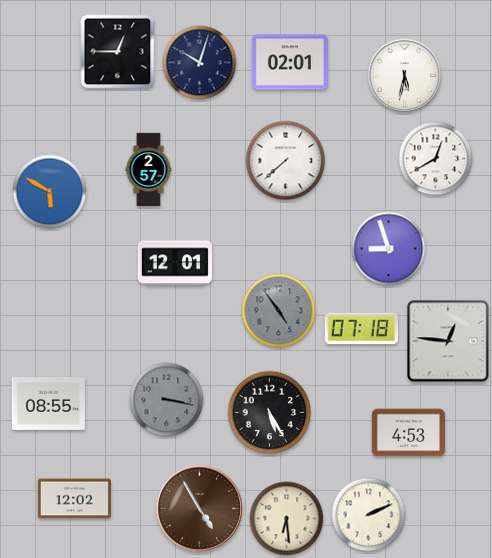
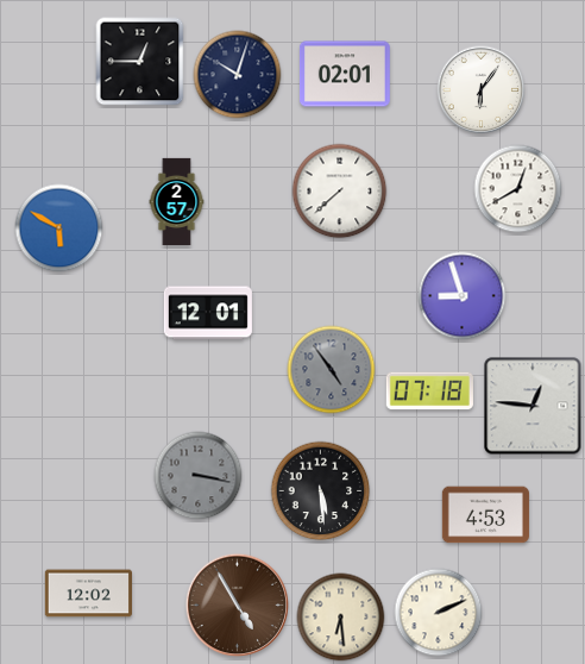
clock at (405, 76): 5:32 -> 6:06
clock at (48, 404): 08:55 -> none
clock at (270, 413): 5:25 -> 5:29
